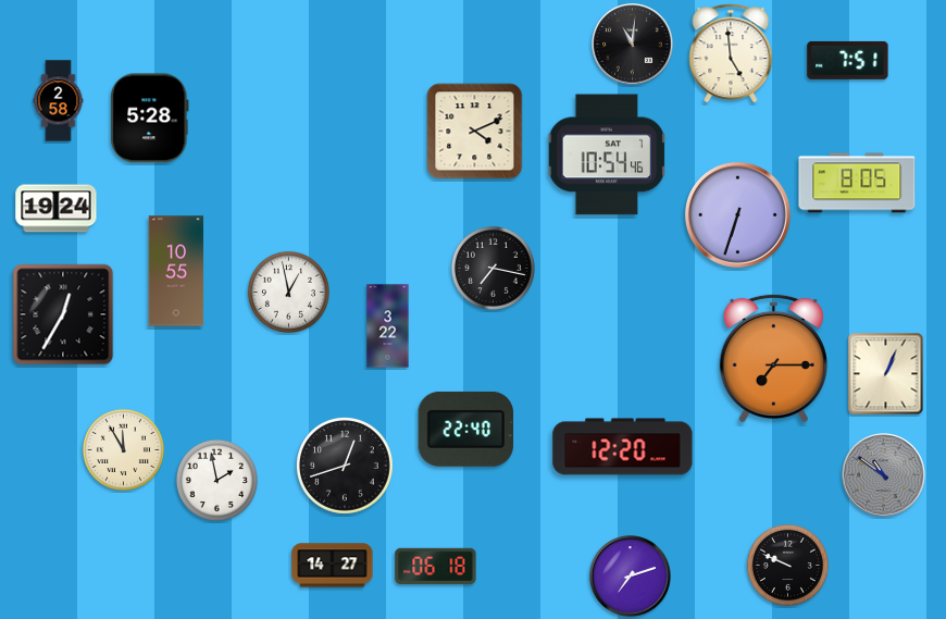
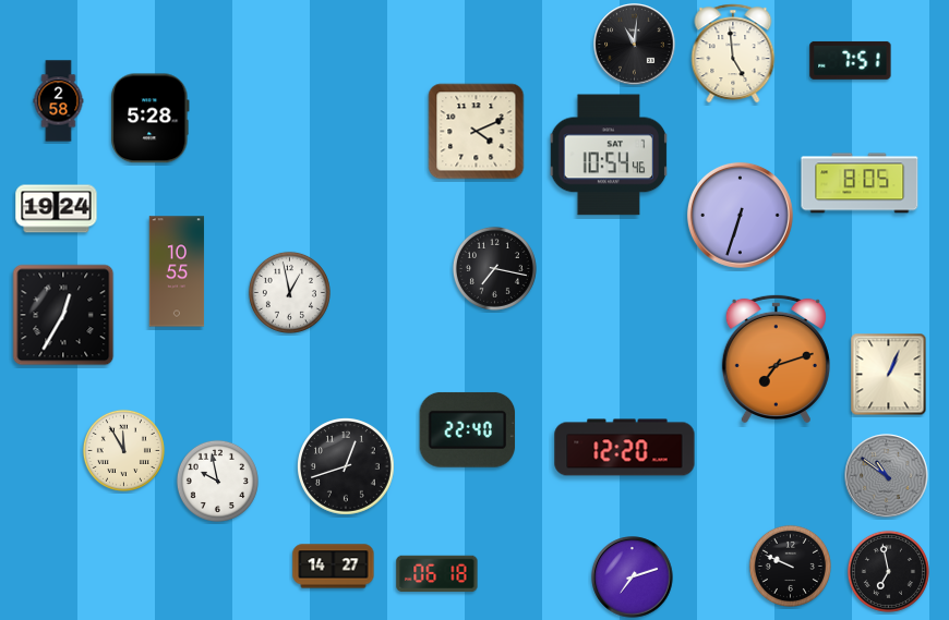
clock at (388, 326): 3:22 -> none
clock at (773, 358): 7:15 -> 7:12
clock at (216, 480): 1:58 -> 9:58
clock at (436, 567) position: (436, 567) -> (437, 574)
clock at (888, 571): none -> 6:58
